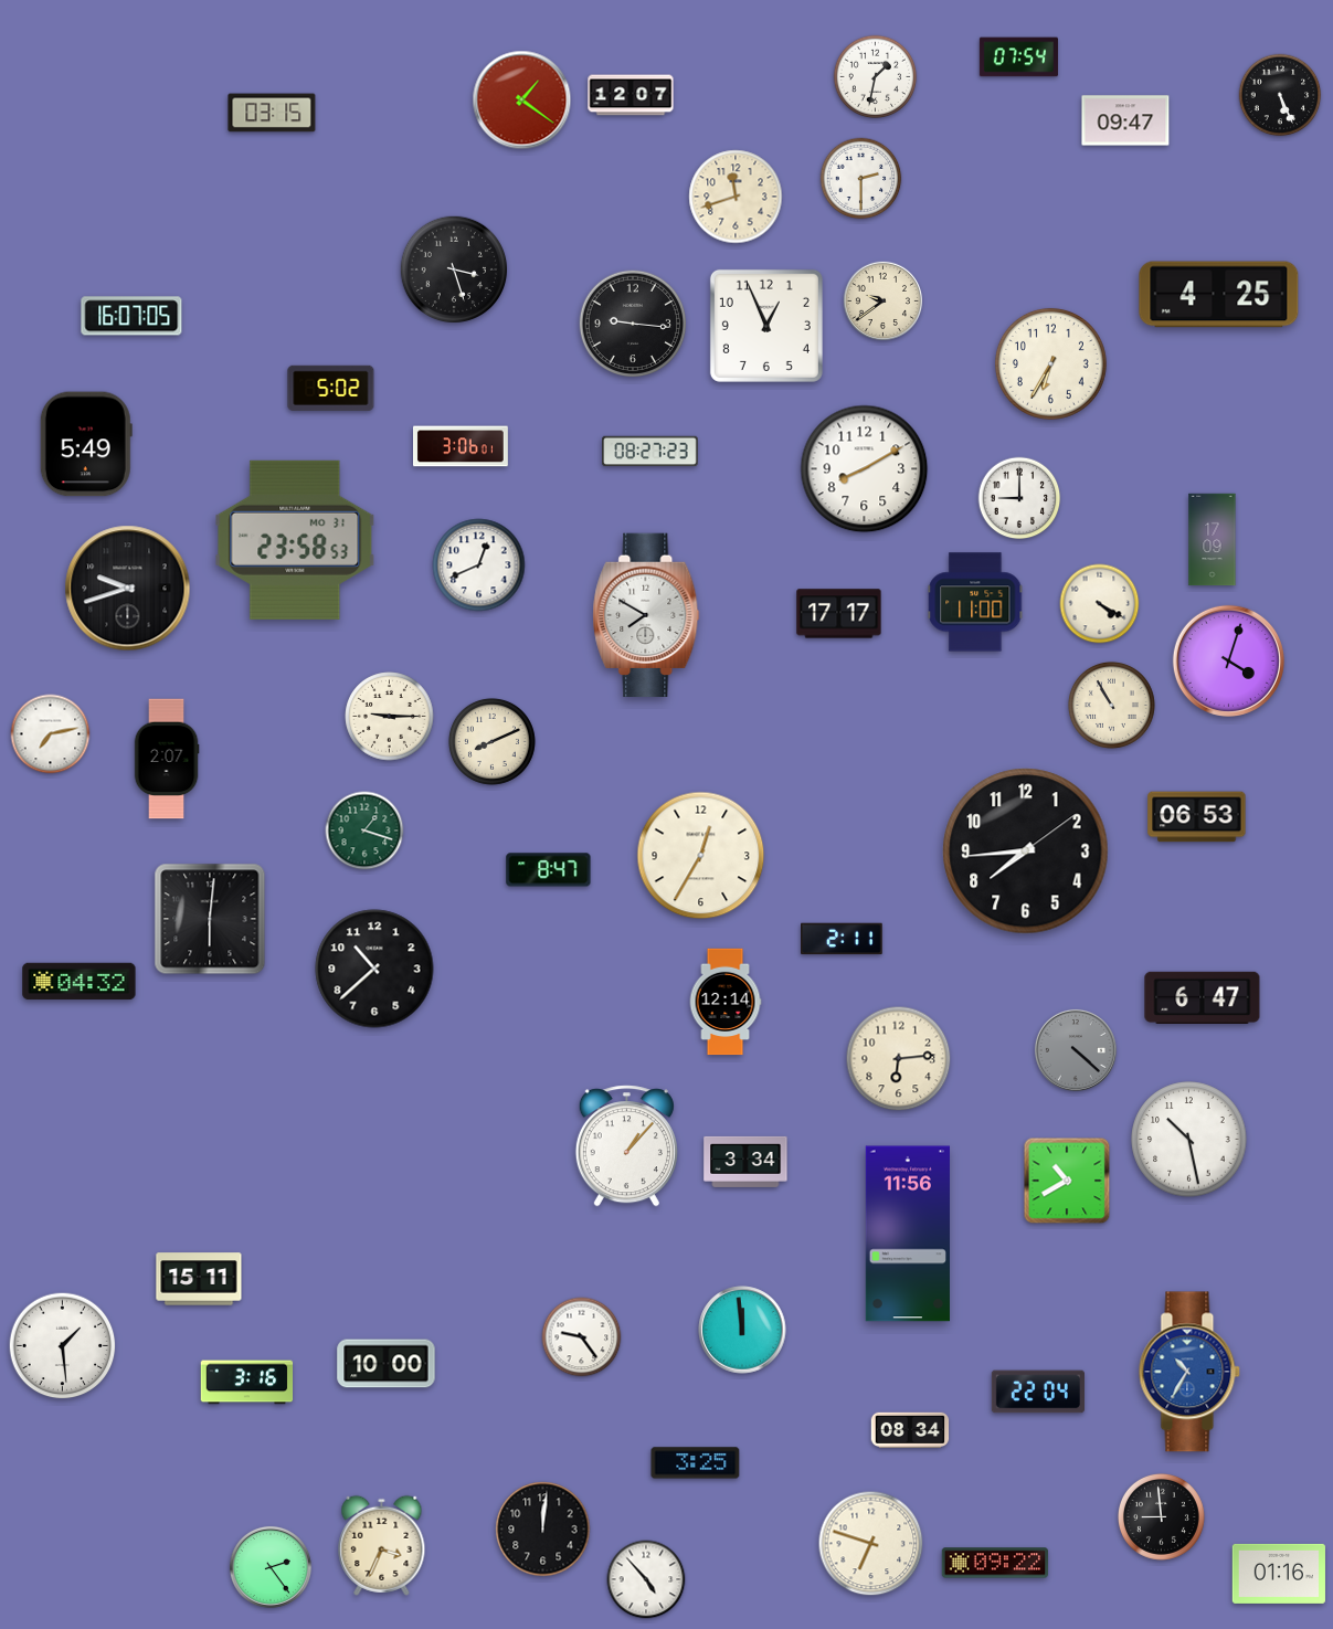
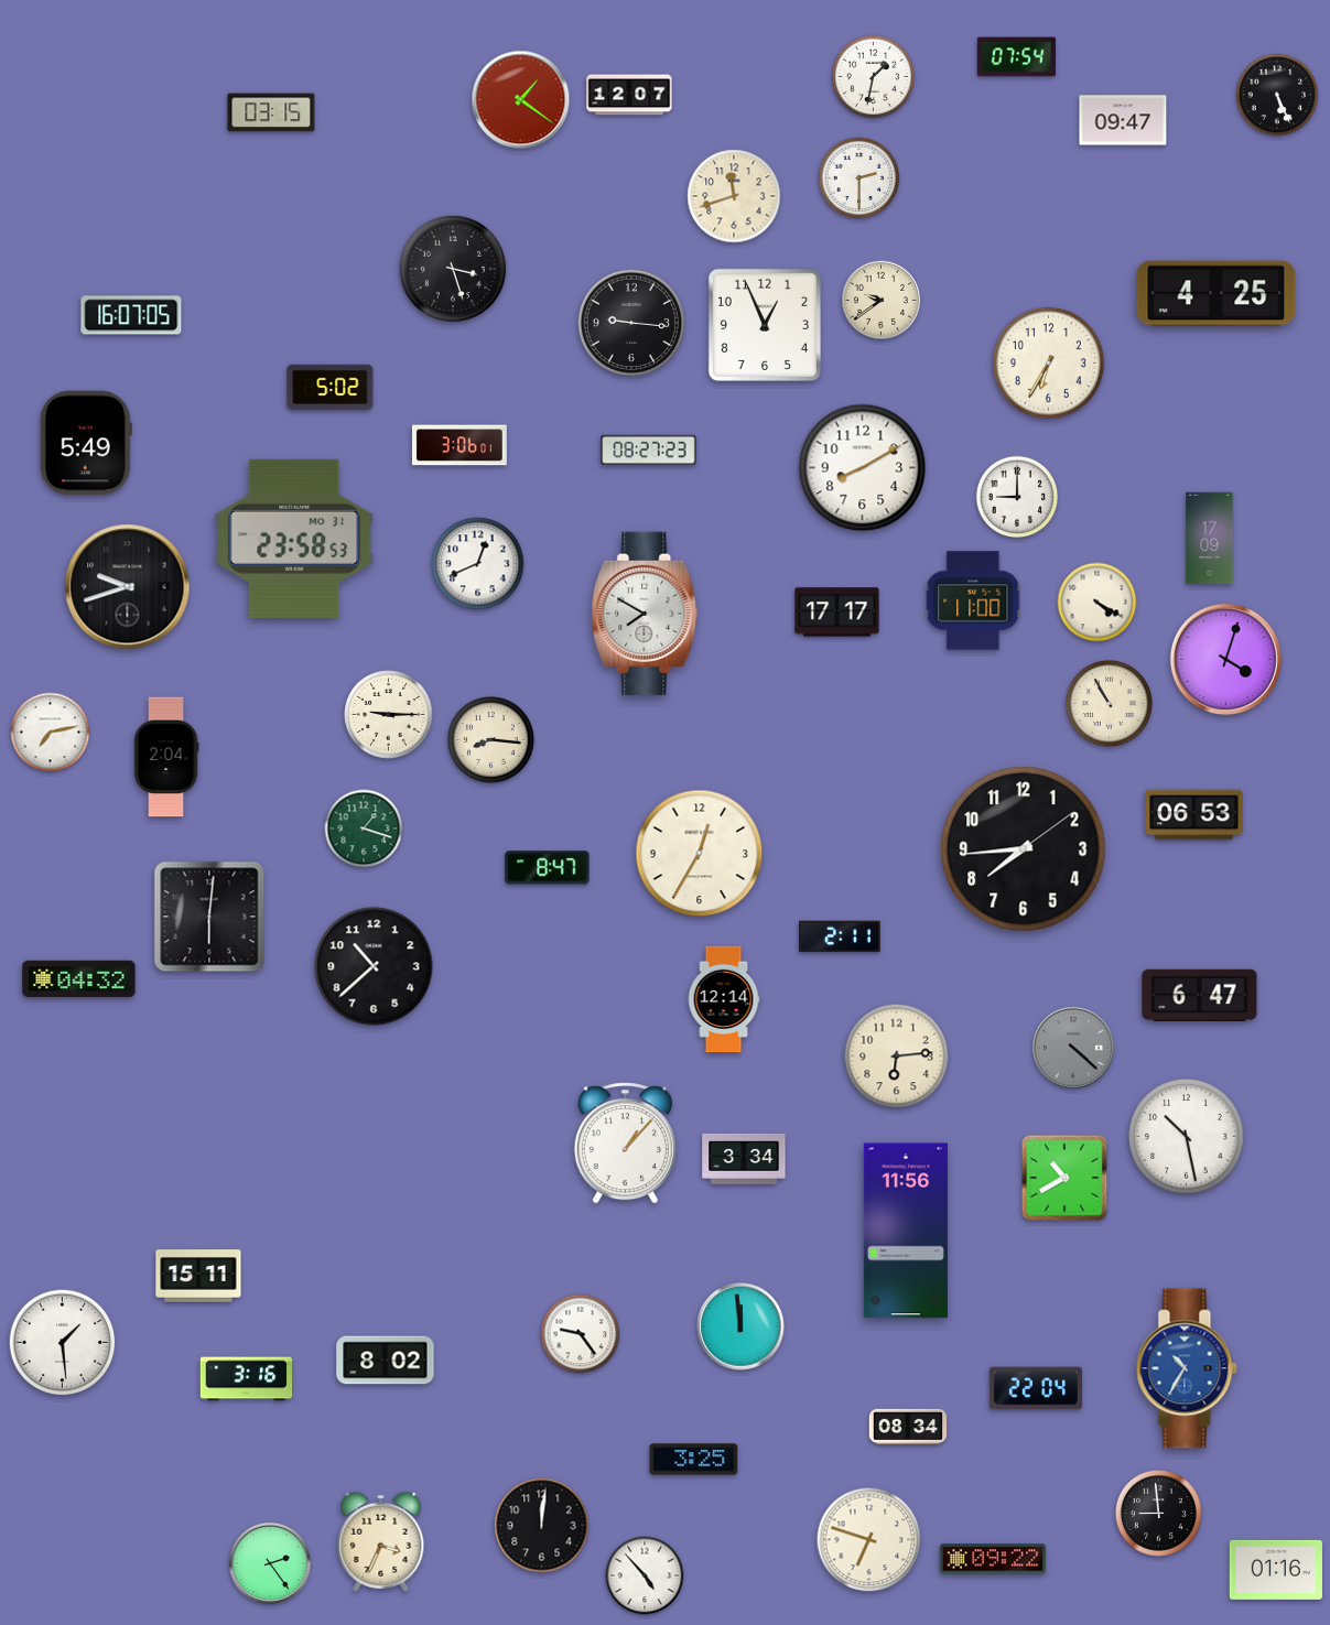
clock at (491, 741): 8:11 -> 8:16
clock at (167, 759): 2:07 -> 2:04
clock at (387, 1364): 10:00 -> 8:02
